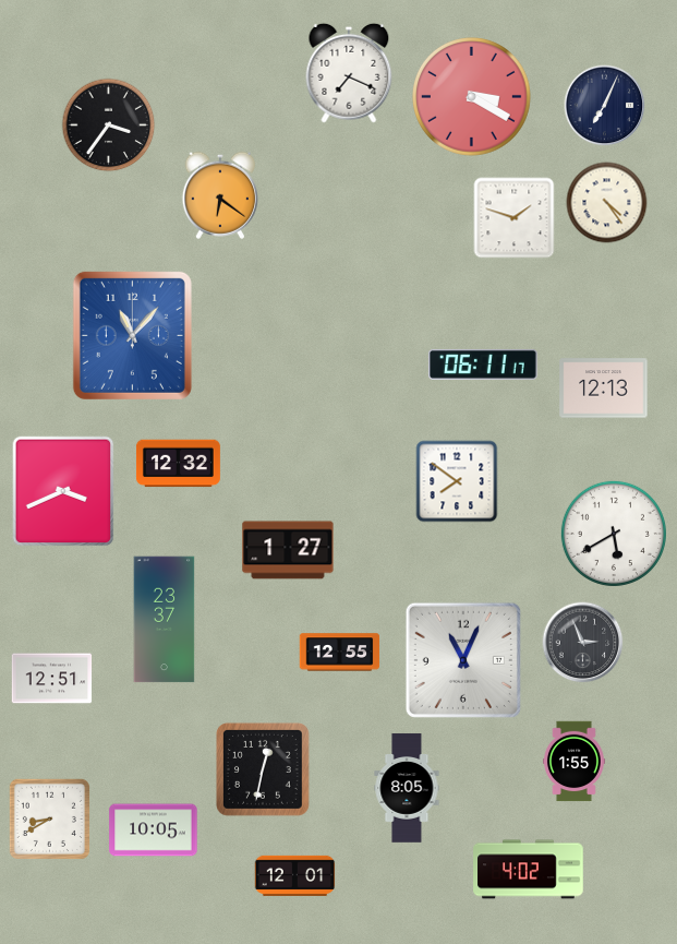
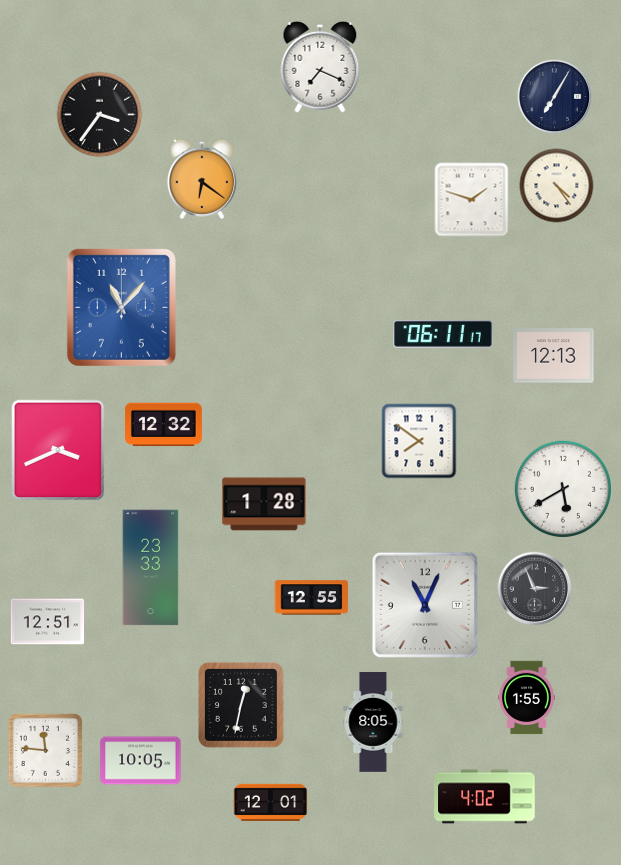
clock at (472, 97): 3:20 -> none
clock at (605, 106): 7:04 -> 7:05
clock at (288, 550): 1:27 -> 1:28
clock at (165, 620): 23:37 -> 23:33
clock at (49, 818): 8:40 -> 11:46
